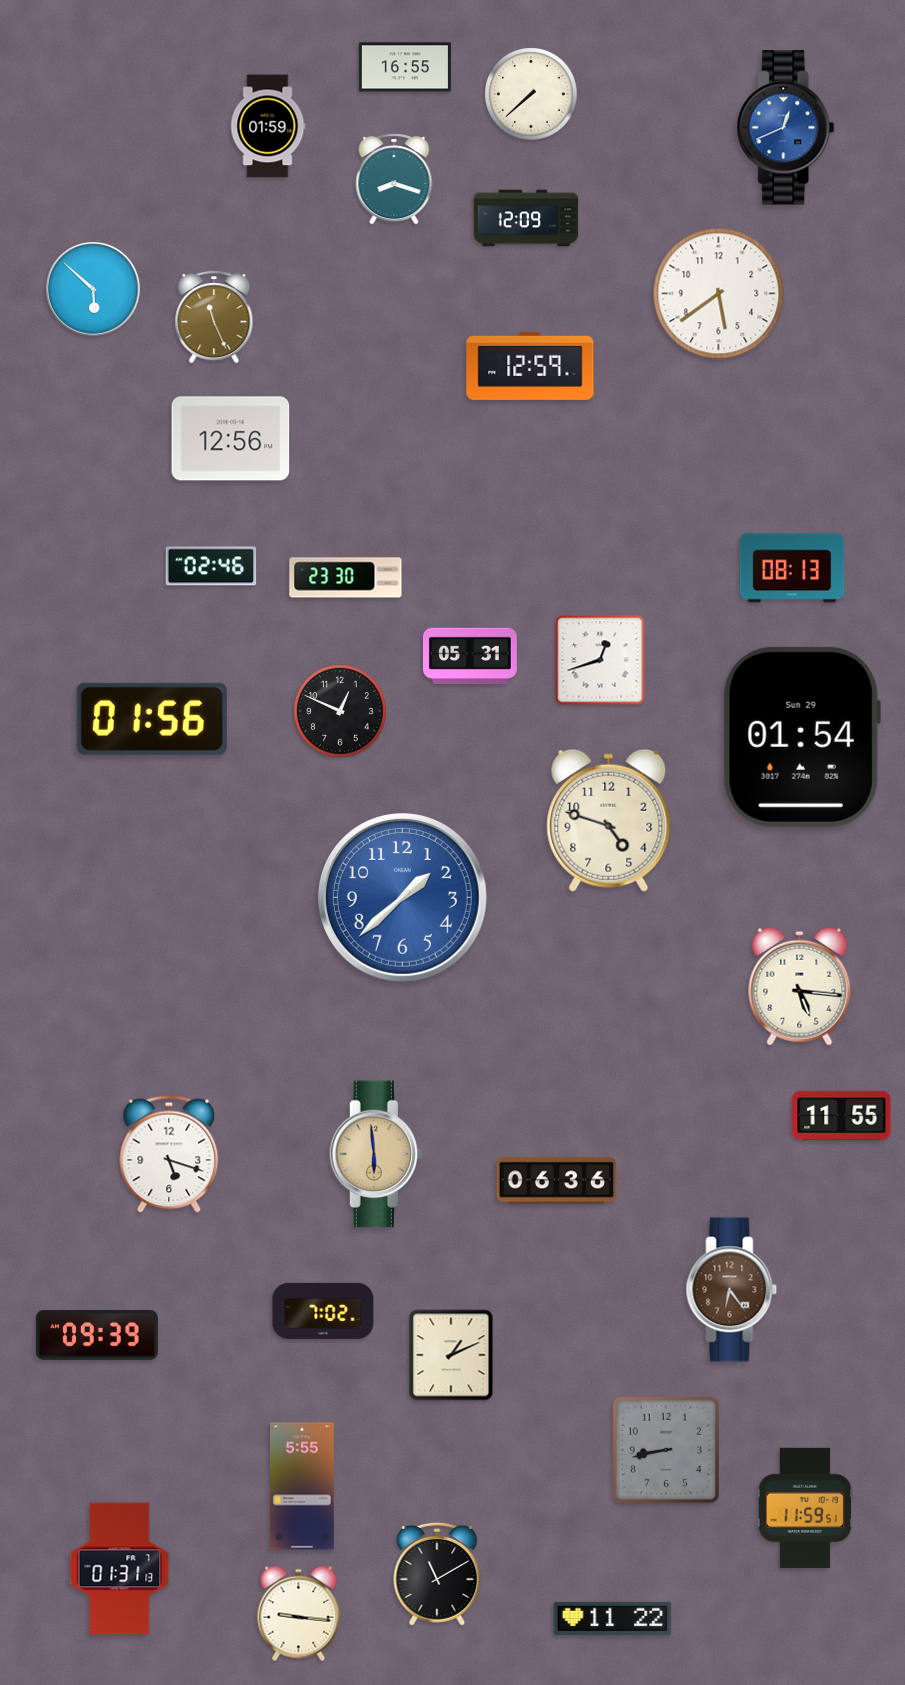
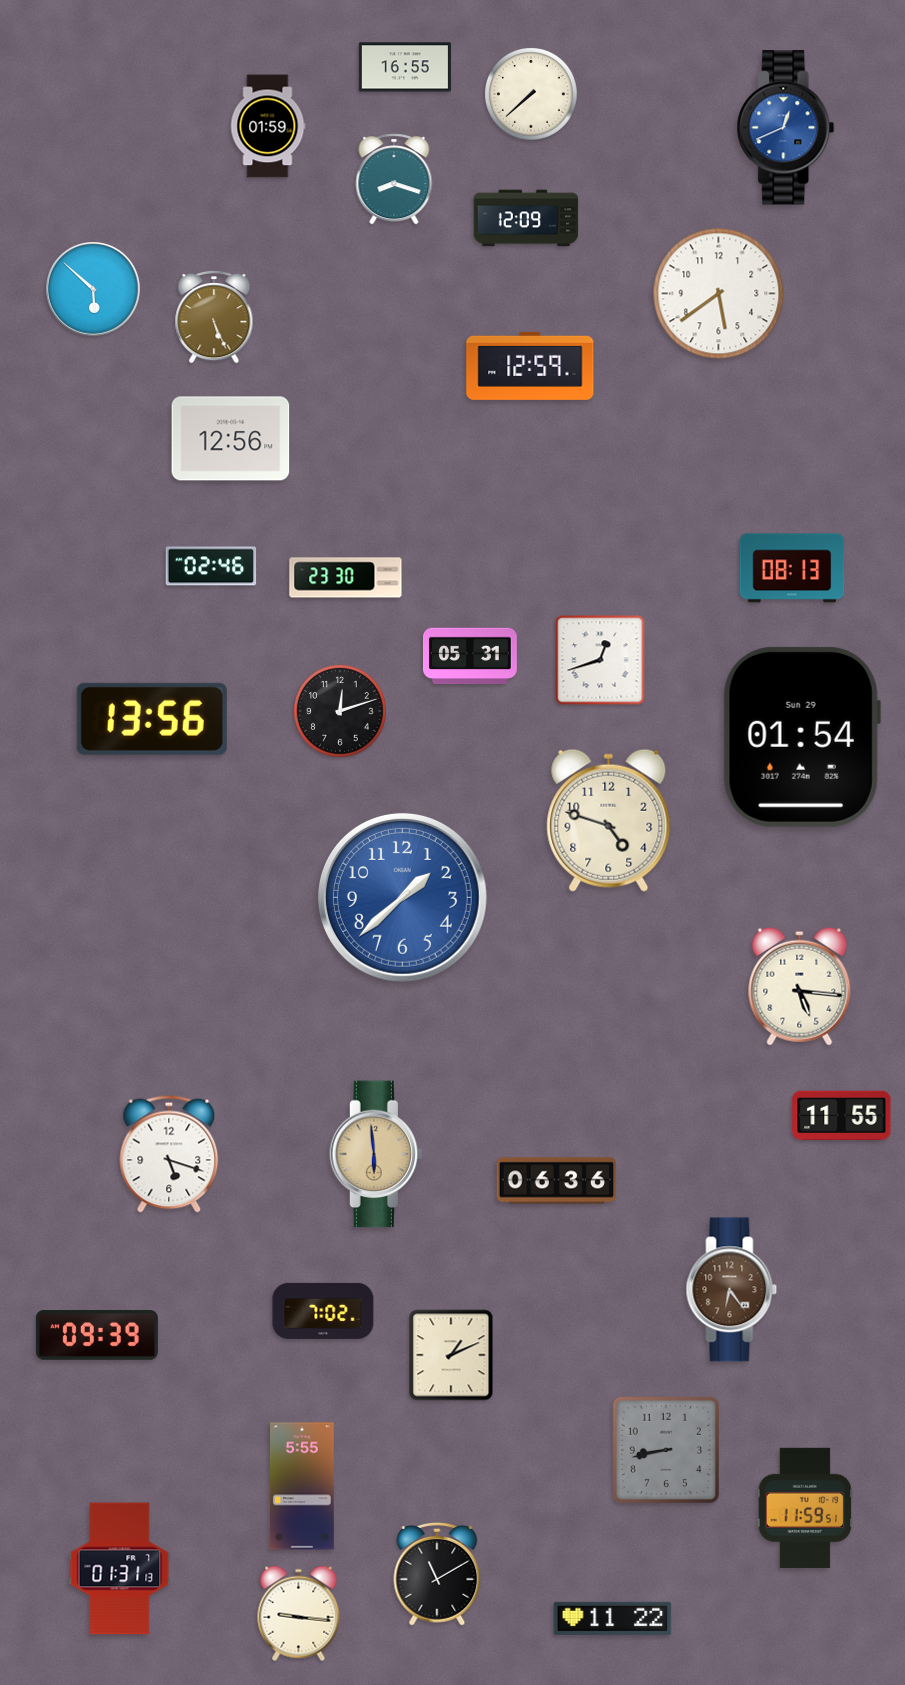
clock at (214, 317): 11:26 -> 5:26
clock at (341, 712): 12:49 -> 12:12
clock at (152, 719): 01:56 -> 13:56
